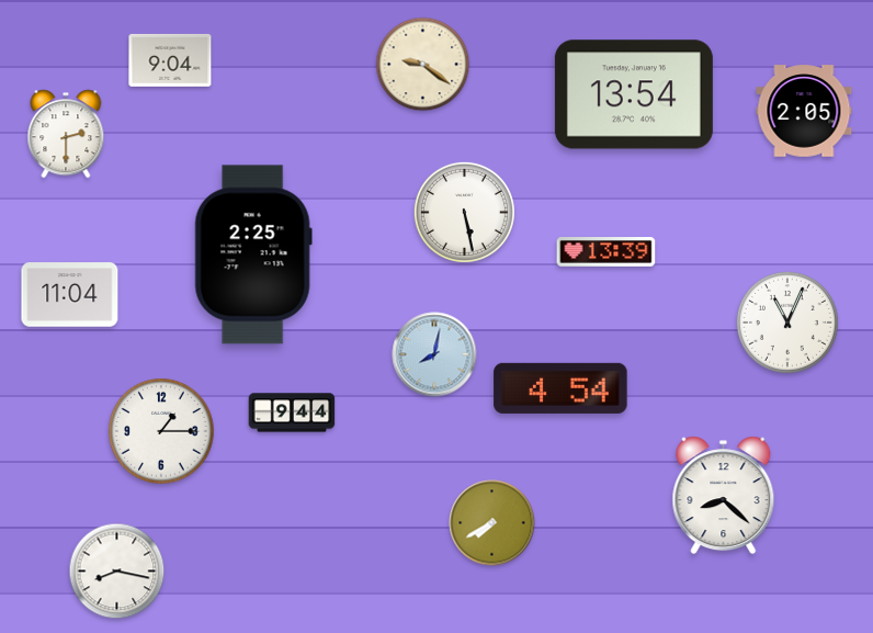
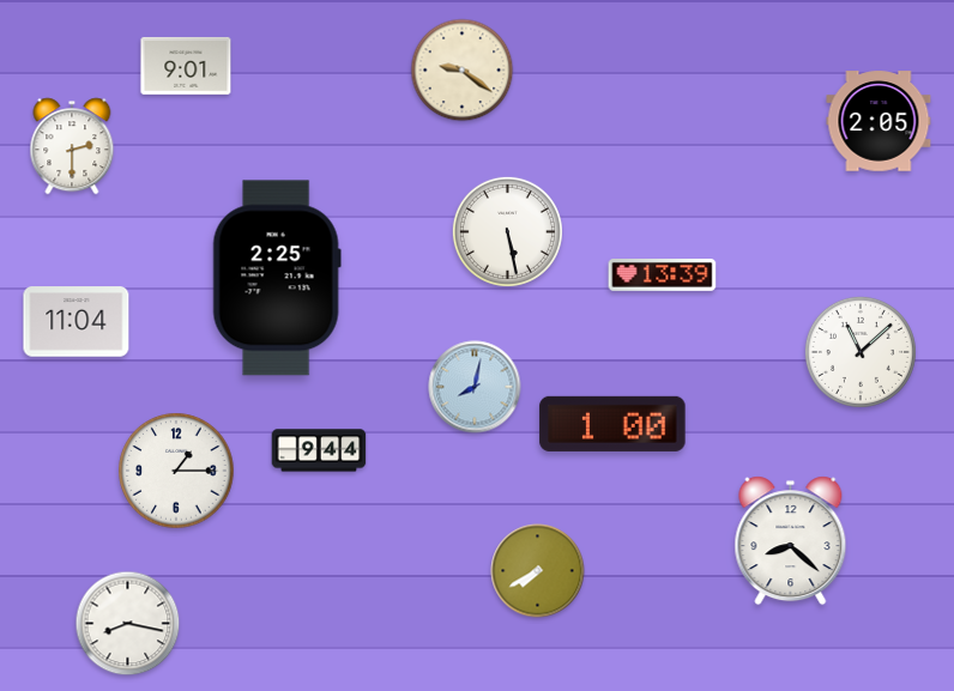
clock at (170, 60): 9:04 -> 9:01
clock at (634, 94): 13:54 -> none
clock at (787, 323): 11:04 -> 11:08
clock at (560, 388): 4:54 -> 1:00
